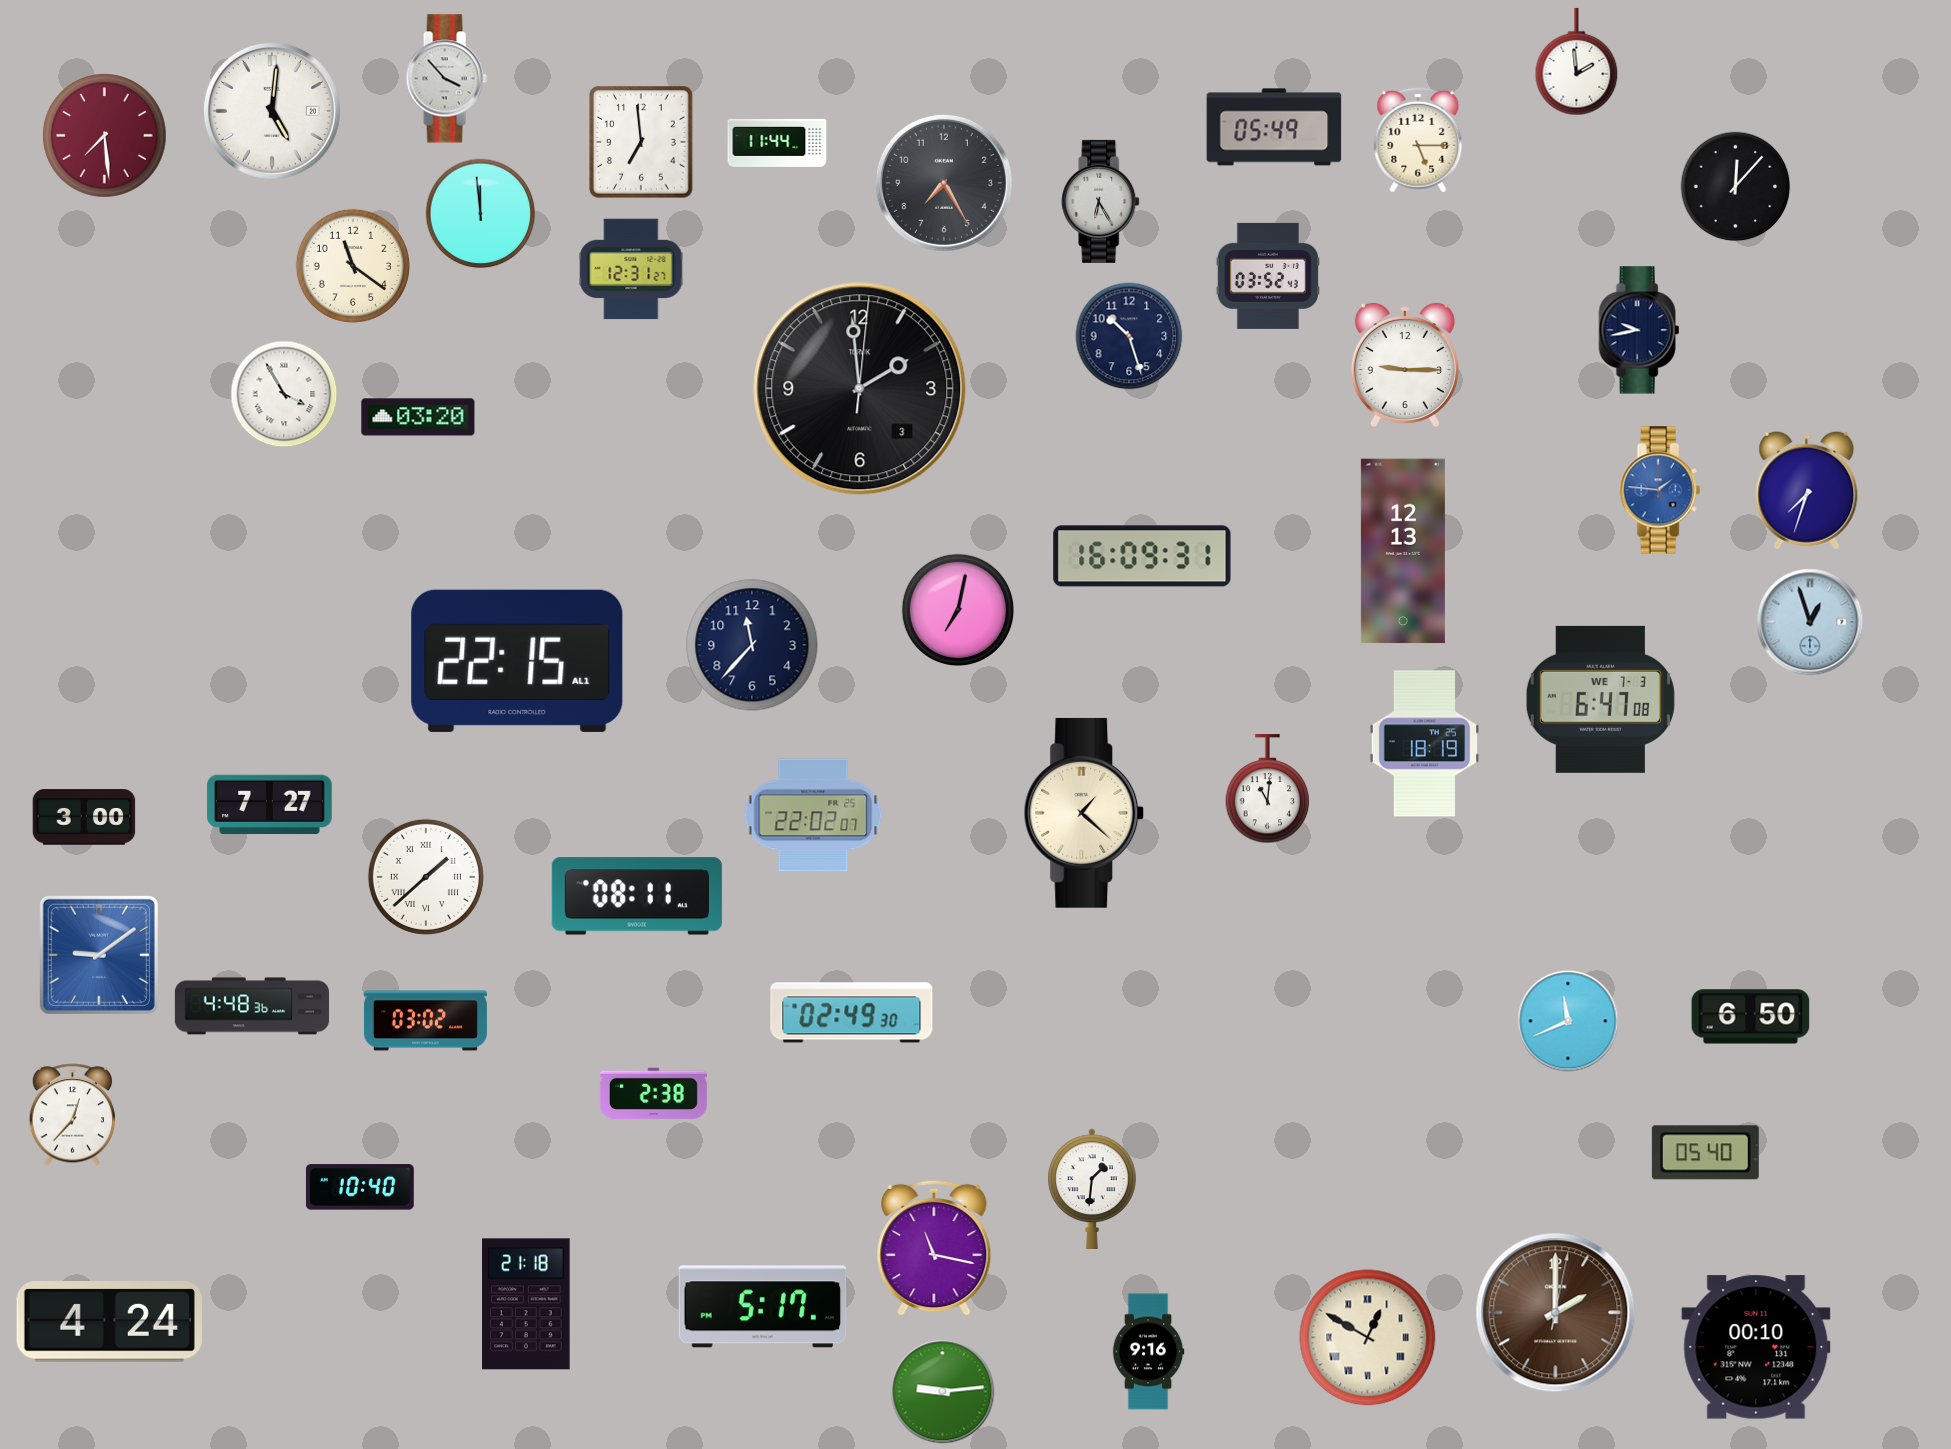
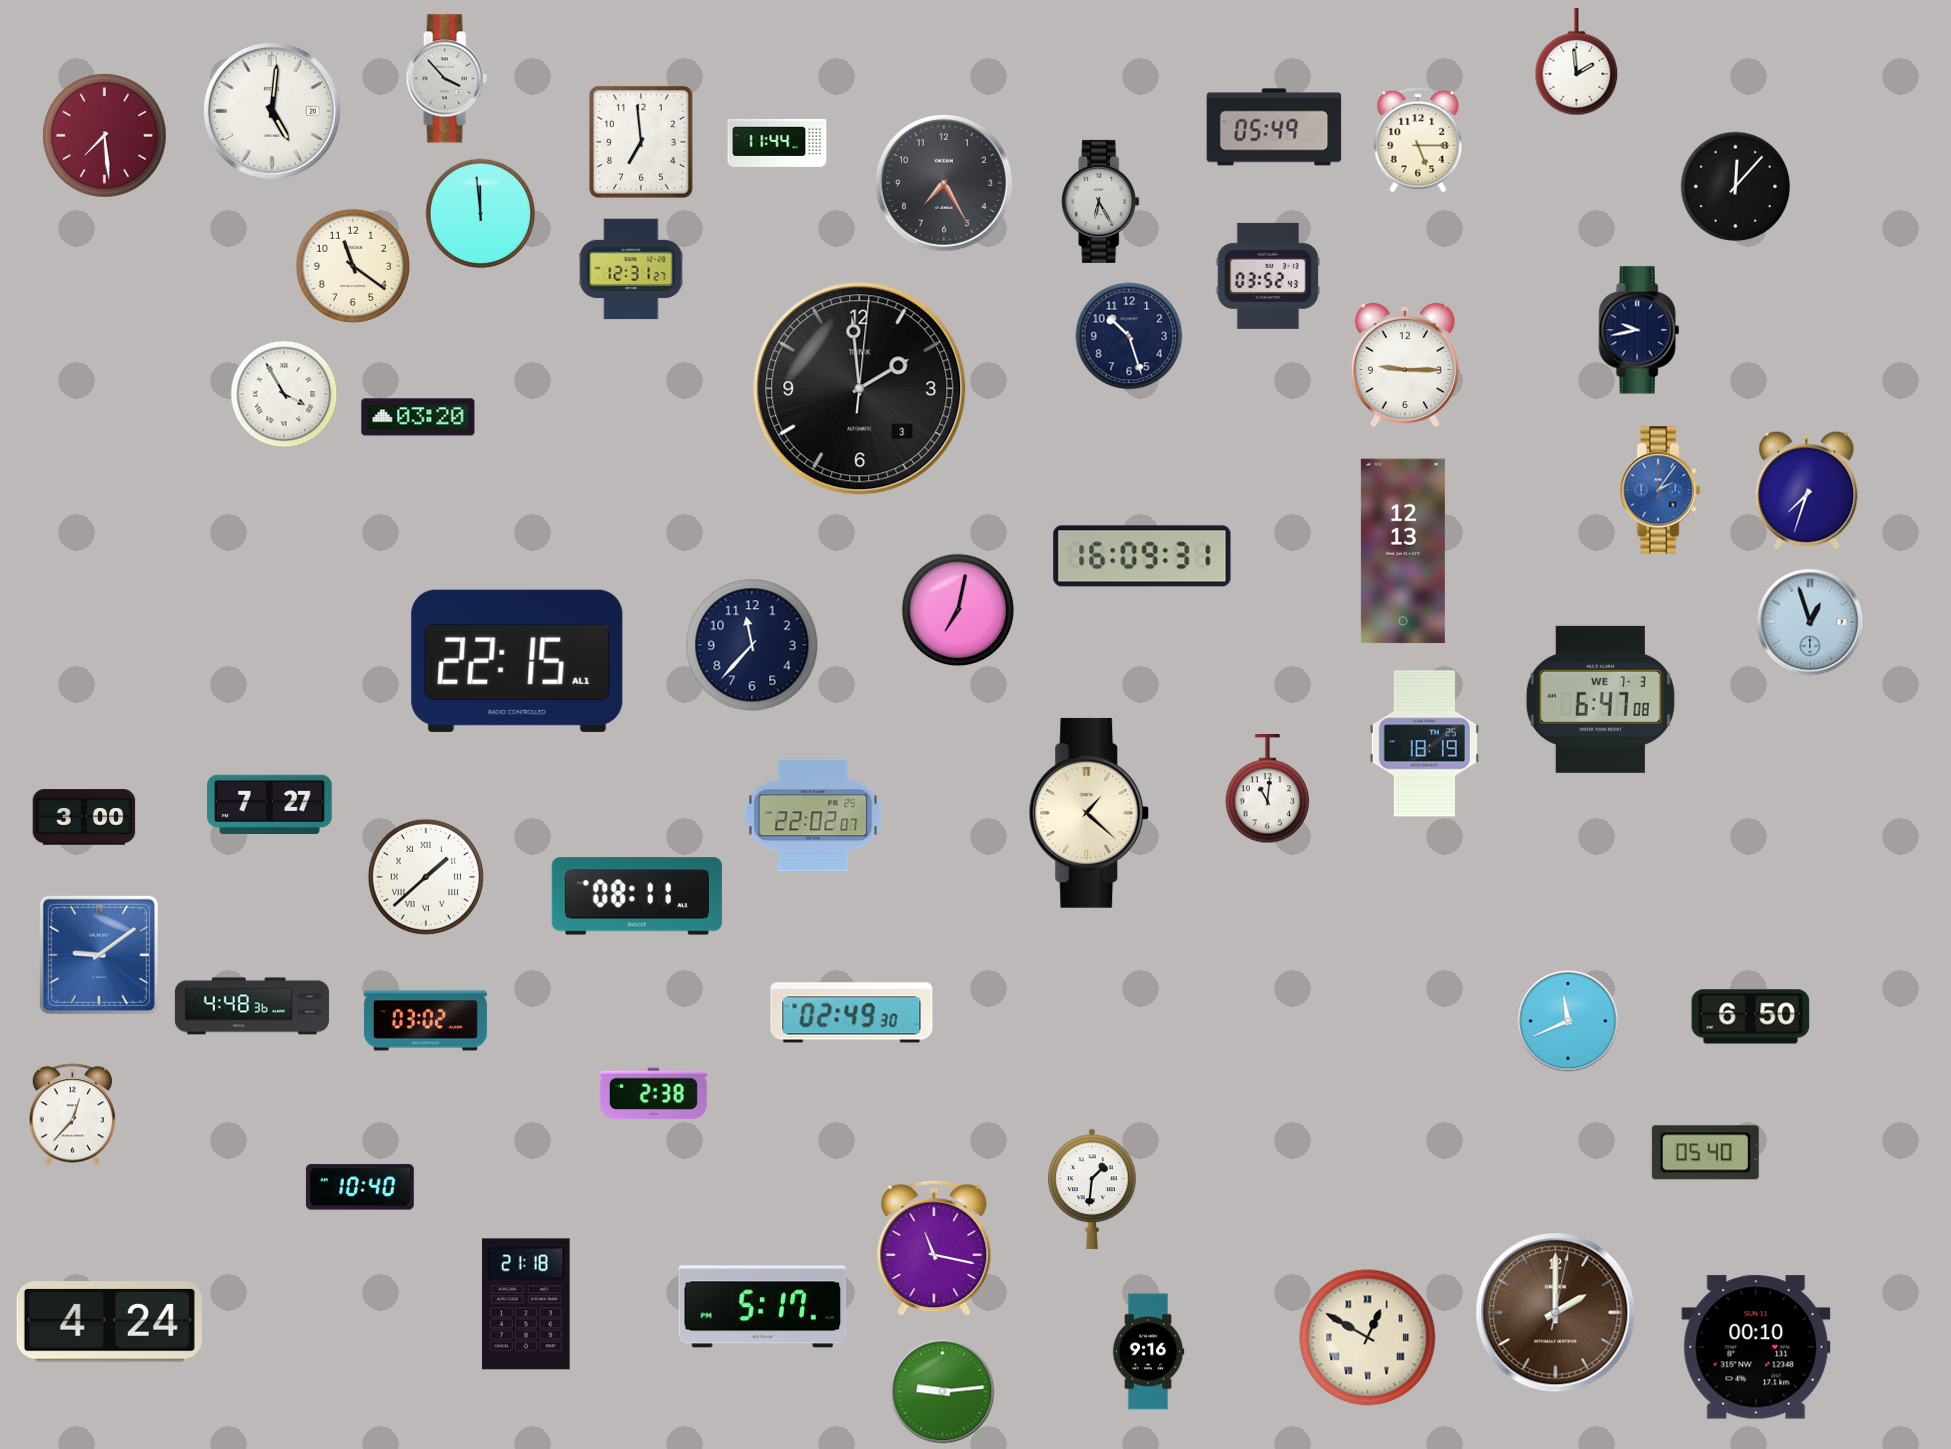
clock at (1660, 490): 1:46 -> 2:06
clock at (1084, 813) position: (1084, 813) -> (1089, 813)
